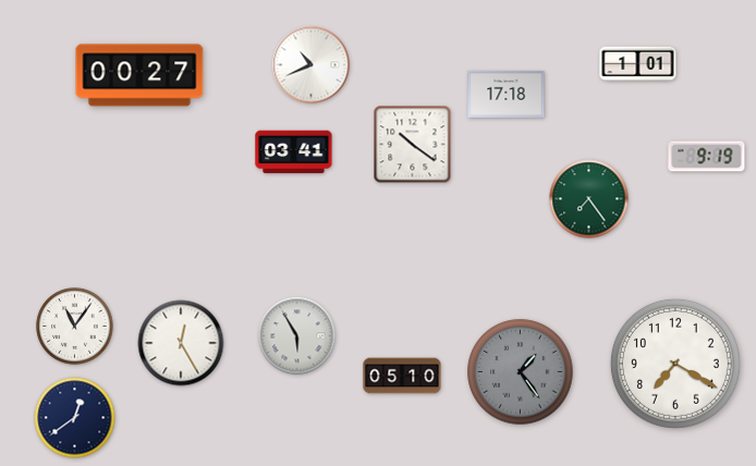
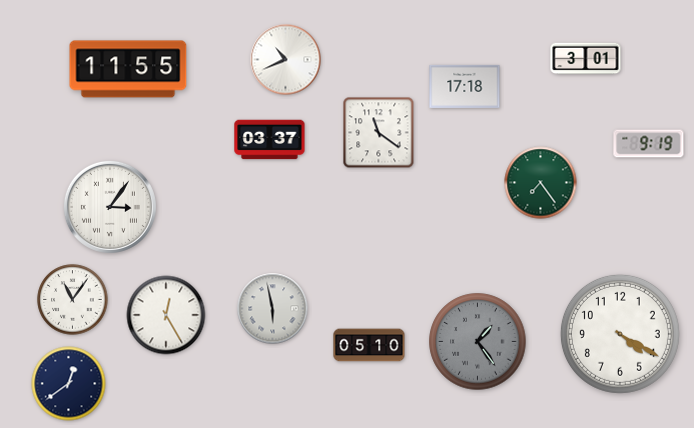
clock at (638, 64): 1:01 -> 3:01
clock at (139, 75): 00:27 -> 11:55
clock at (413, 145): 10:21 -> 11:21
clock at (294, 152): 03:41 -> 03:37
clock at (110, 207): none -> 3:06
clock at (75, 327) position: (75, 327) -> (73, 300)
clock at (297, 336): 5:55 -> 5:58
clock at (675, 364): 7:20 -> 4:20
